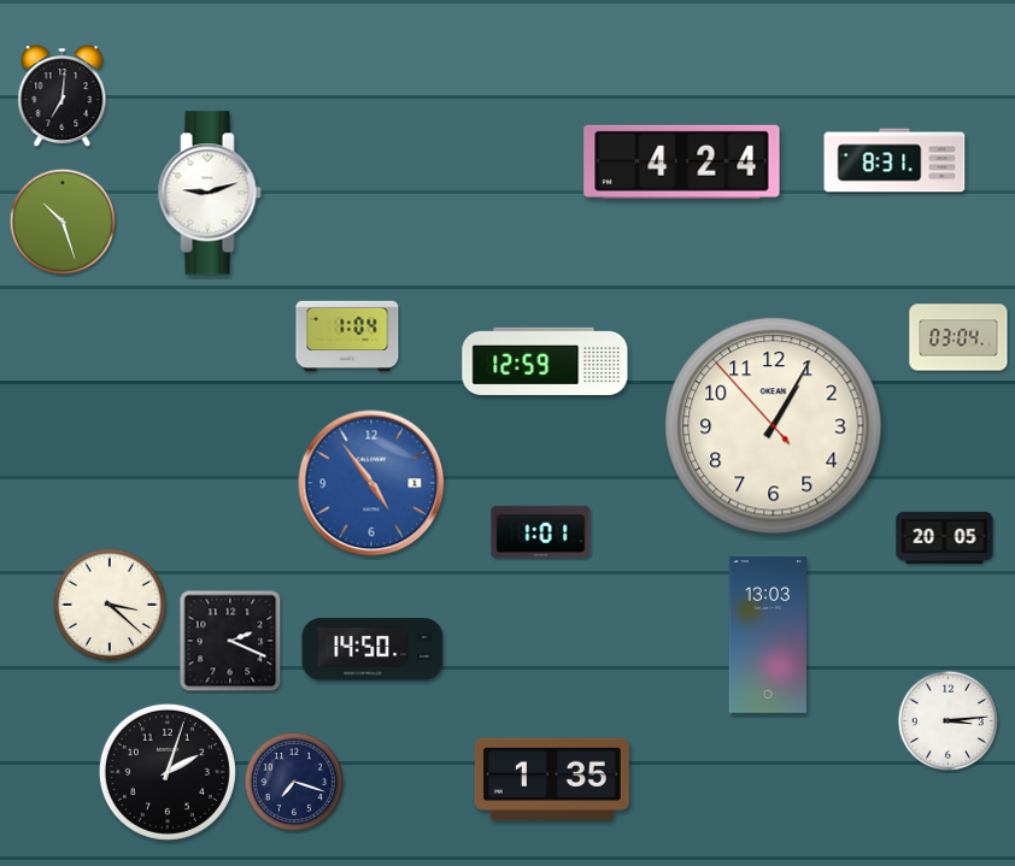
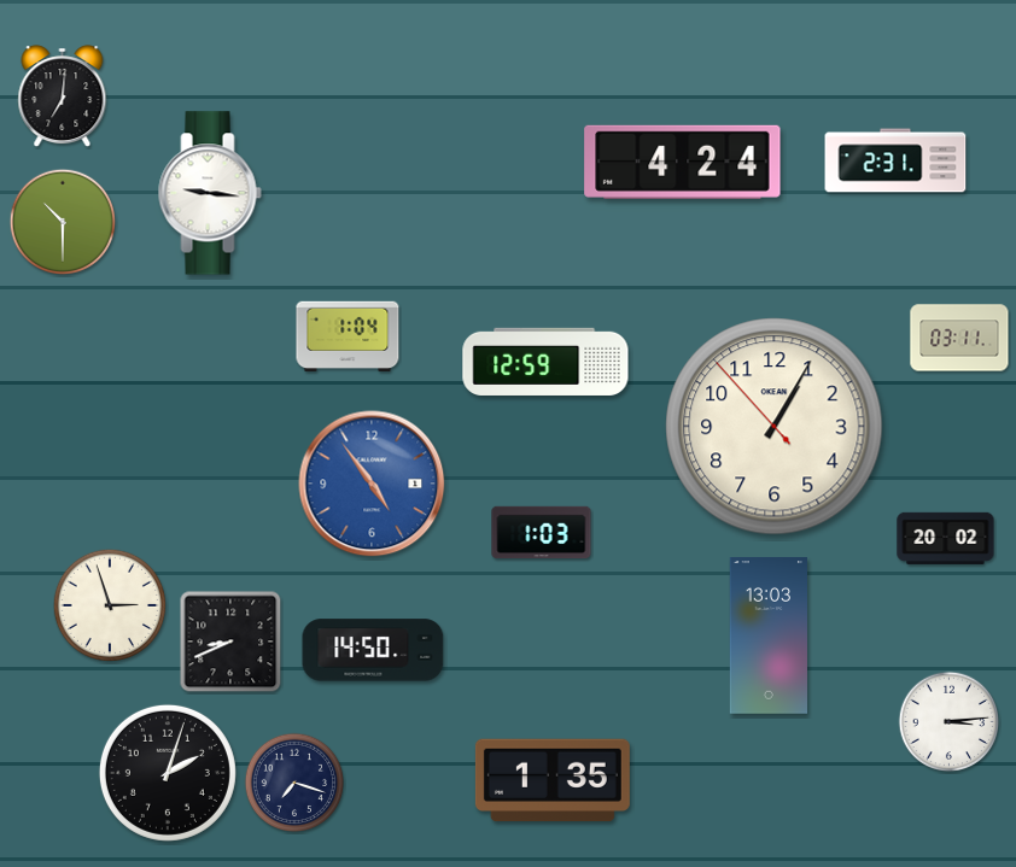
clock at (894, 160): 8:31 -> 2:31
clock at (210, 193): 9:12 -> 9:16
clock at (63, 222): 10:27 -> 10:30
clock at (958, 337): 03:04 -> 03:11
clock at (541, 532): 1:01 -> 1:03
clock at (945, 537): 20:05 -> 20:02
clock at (110, 605): 3:22 -> 2:57
clock at (230, 641): 2:19 -> 8:41
